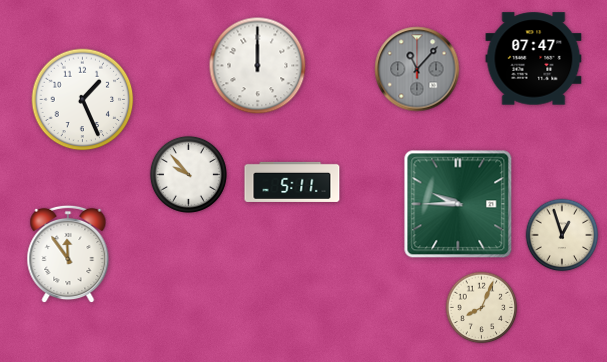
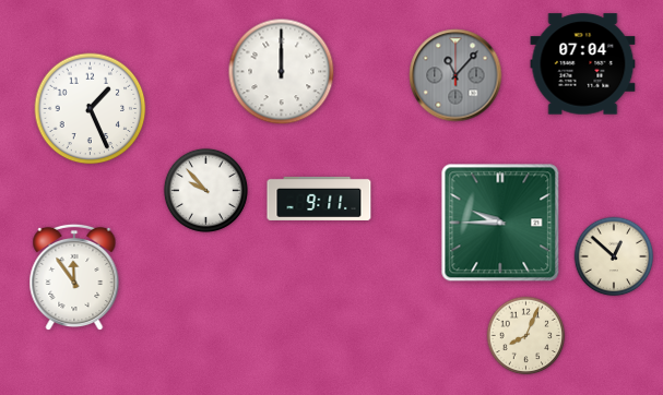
clock at (534, 59): 07:47 -> 07:04
clock at (292, 182): 5:11 -> 9:11
clock at (562, 235): 12:57 -> 12:52
